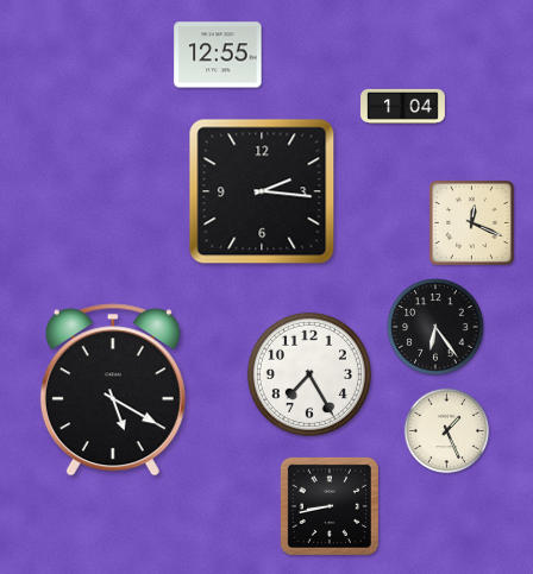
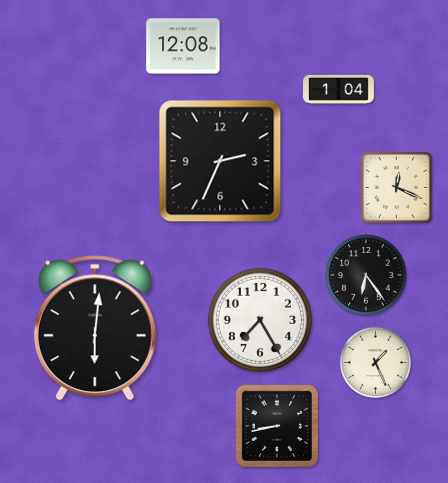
clock at (218, 55): 12:55 -> 12:08
clock at (262, 191): 2:16 -> 2:34
clock at (309, 374) position: (309, 374) -> (260, 320)
clock at (113, 390): 5:20 -> 6:01
